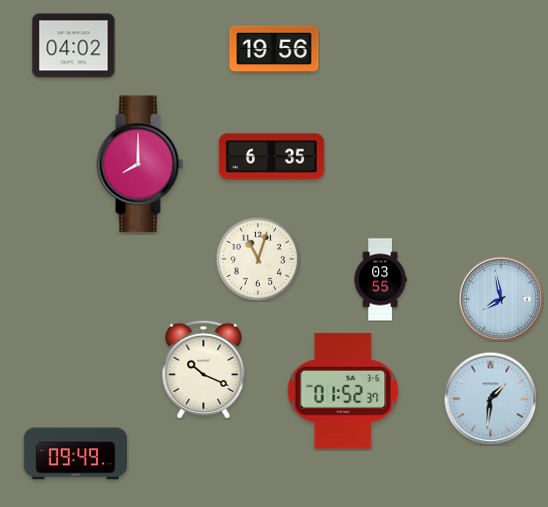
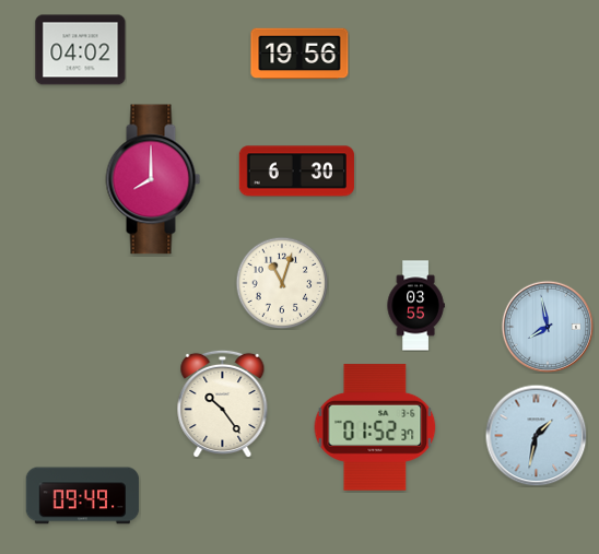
clock at (271, 157): 6:35 -> 6:30
clock at (204, 369): 10:19 -> 10:24
clock at (490, 398): 1:31 -> 1:32
